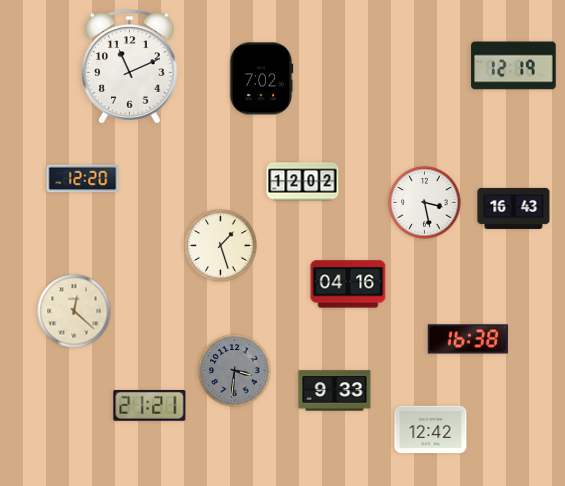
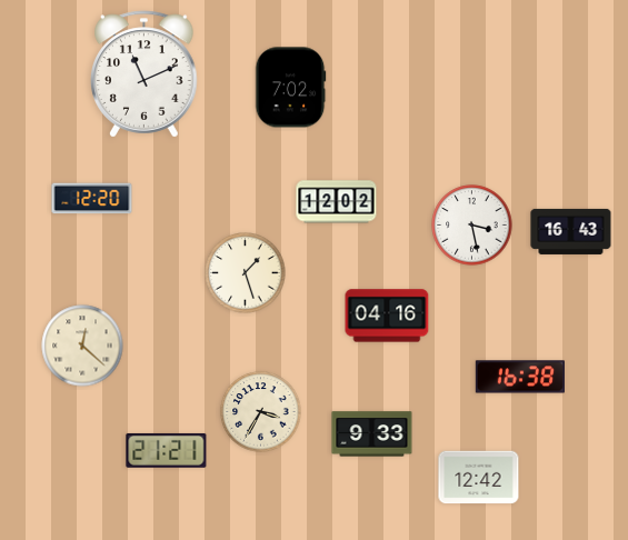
clock at (514, 66): 12:19 -> none
clock at (235, 371): 3:31 -> 3:35
clock at (235, 371) dial: grey -> cream
